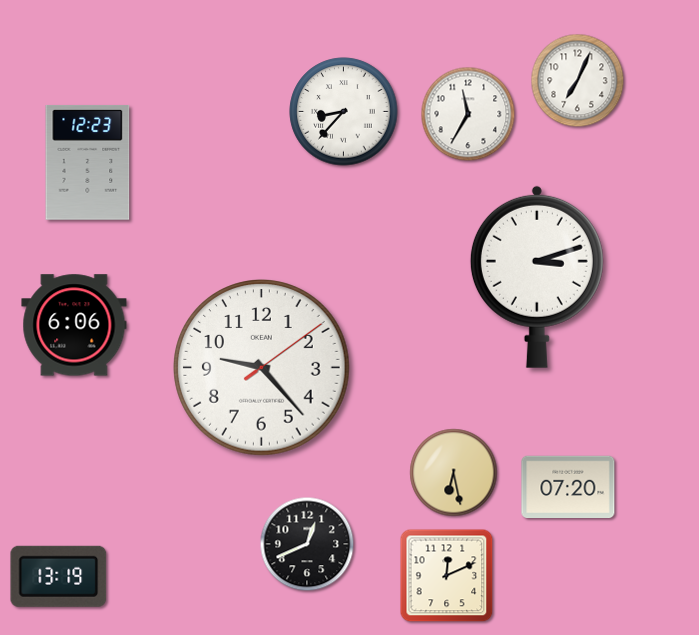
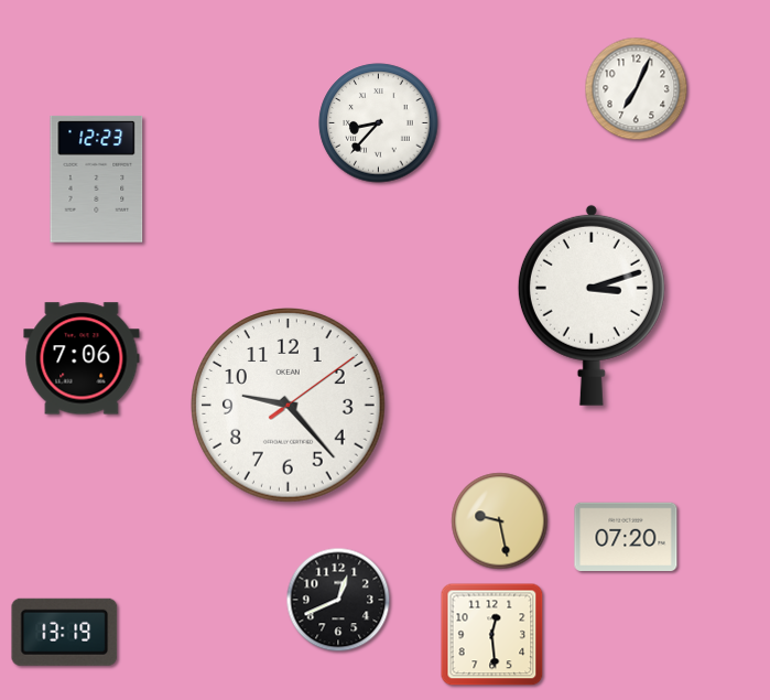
clock at (468, 114): 11:35 -> none
clock at (74, 325): 6:06 -> 7:06
clock at (454, 473): 6:28 -> 9:28
clock at (59, 576) position: (59, 576) -> (65, 632)
clock at (447, 576): 12:11 -> 12:29
